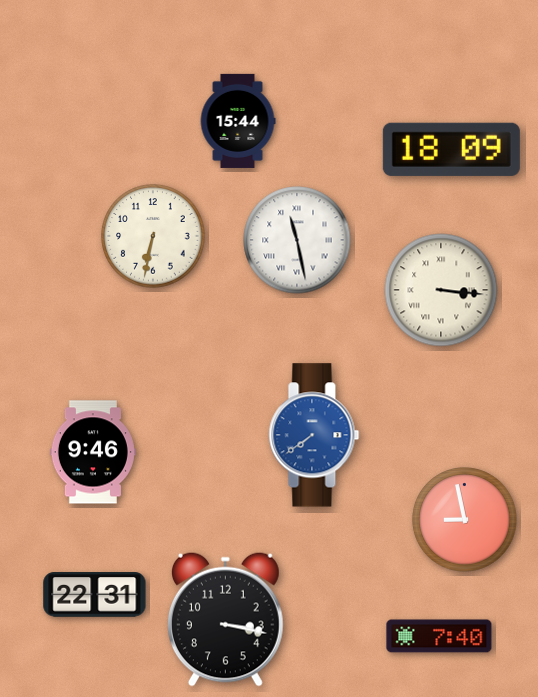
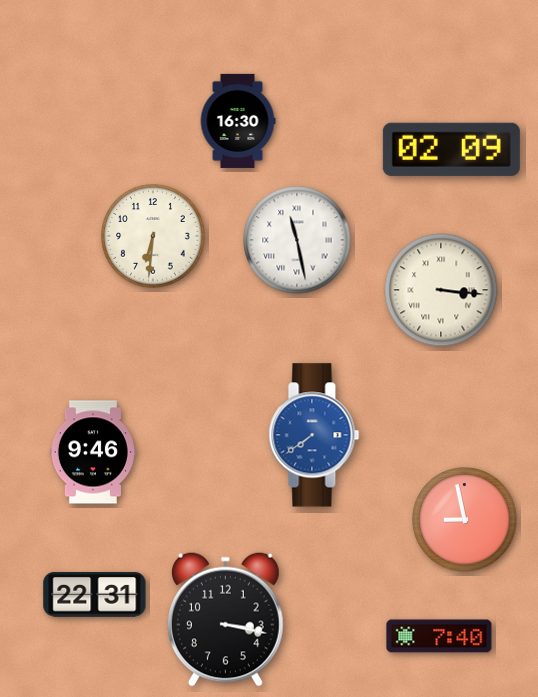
clock at (238, 121): 15:44 -> 16:30
clock at (451, 149): 18:09 -> 02:09
clock at (153, 236): 6:32 -> 6:31
